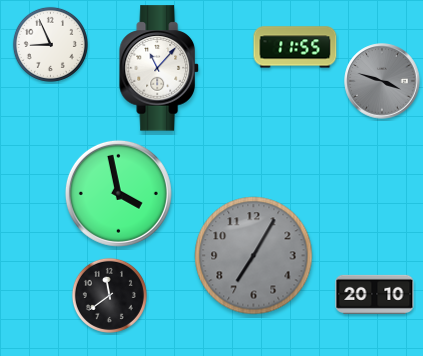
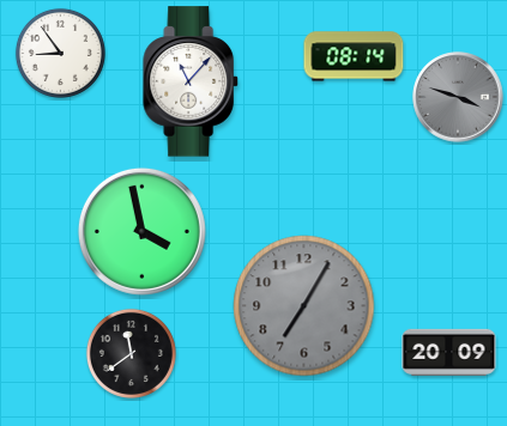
clock at (50, 44): 8:56 -> 8:54
clock at (295, 47): 11:55 -> 08:14
clock at (375, 294): 20:10 -> 20:09
